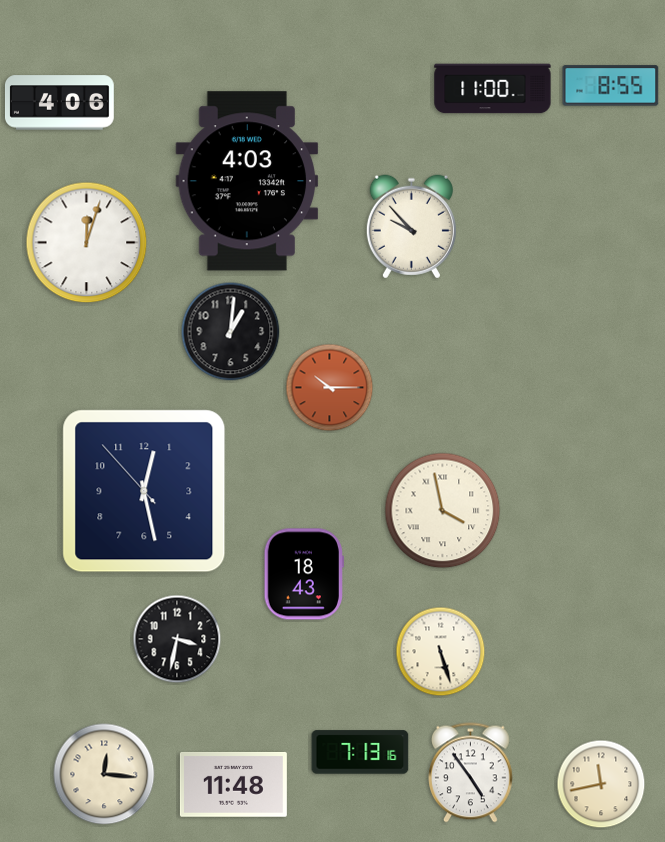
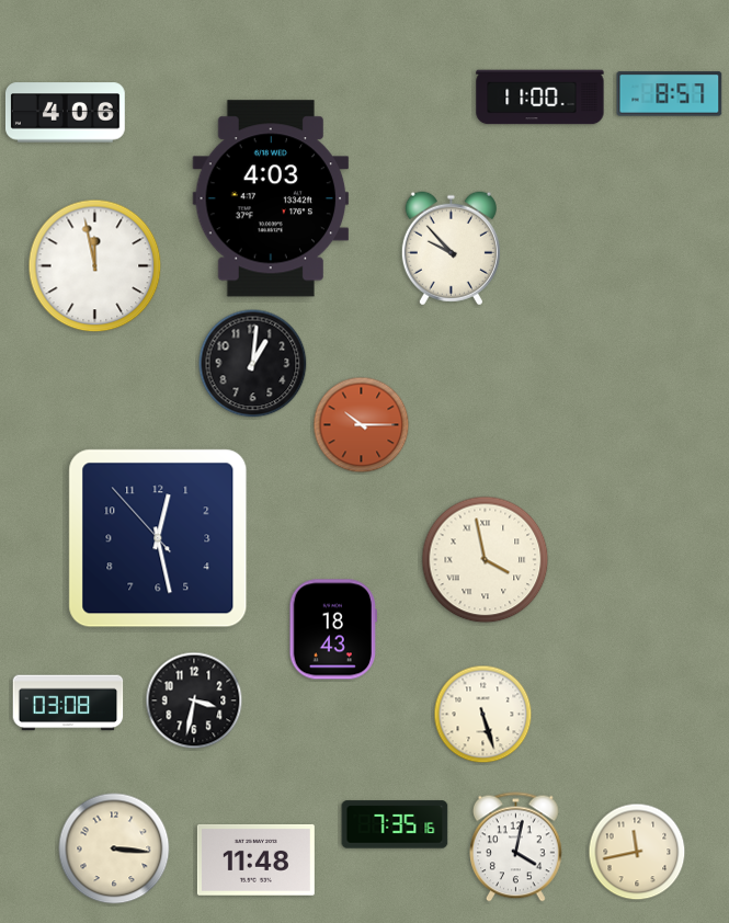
clock at (611, 86): 8:55 -> 8:57
clock at (87, 243): 12:03 -> 11:58
clock at (68, 703): none -> 03:08
clock at (360, 752): 7:13 -> 7:35
clock at (471, 773): 4:54 -> 4:02
clock at (104, 774): 12:16 -> 3:16
clock at (601, 784) position: (601, 784) -> (637, 852)
